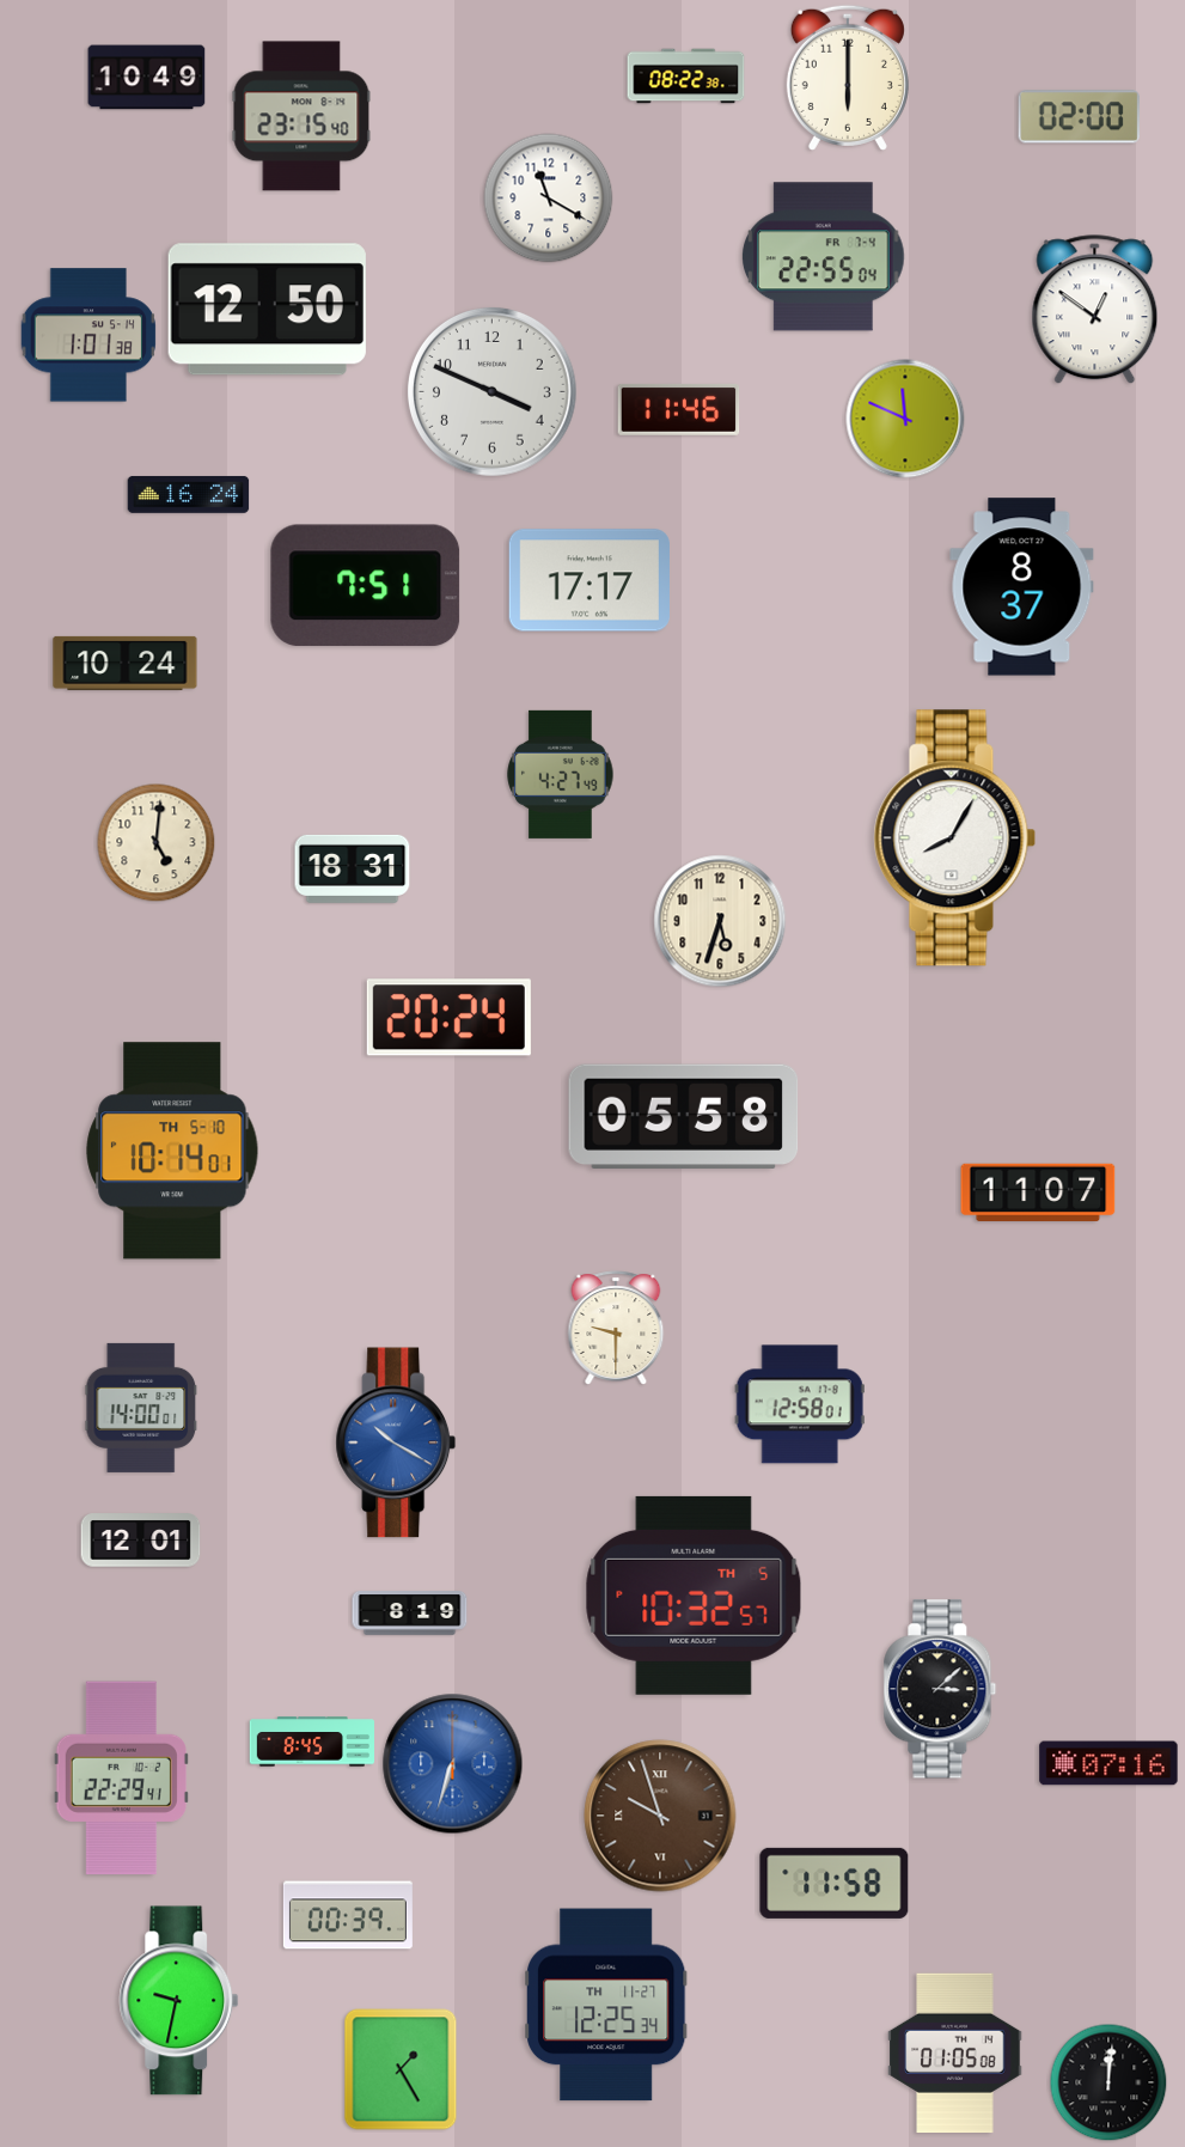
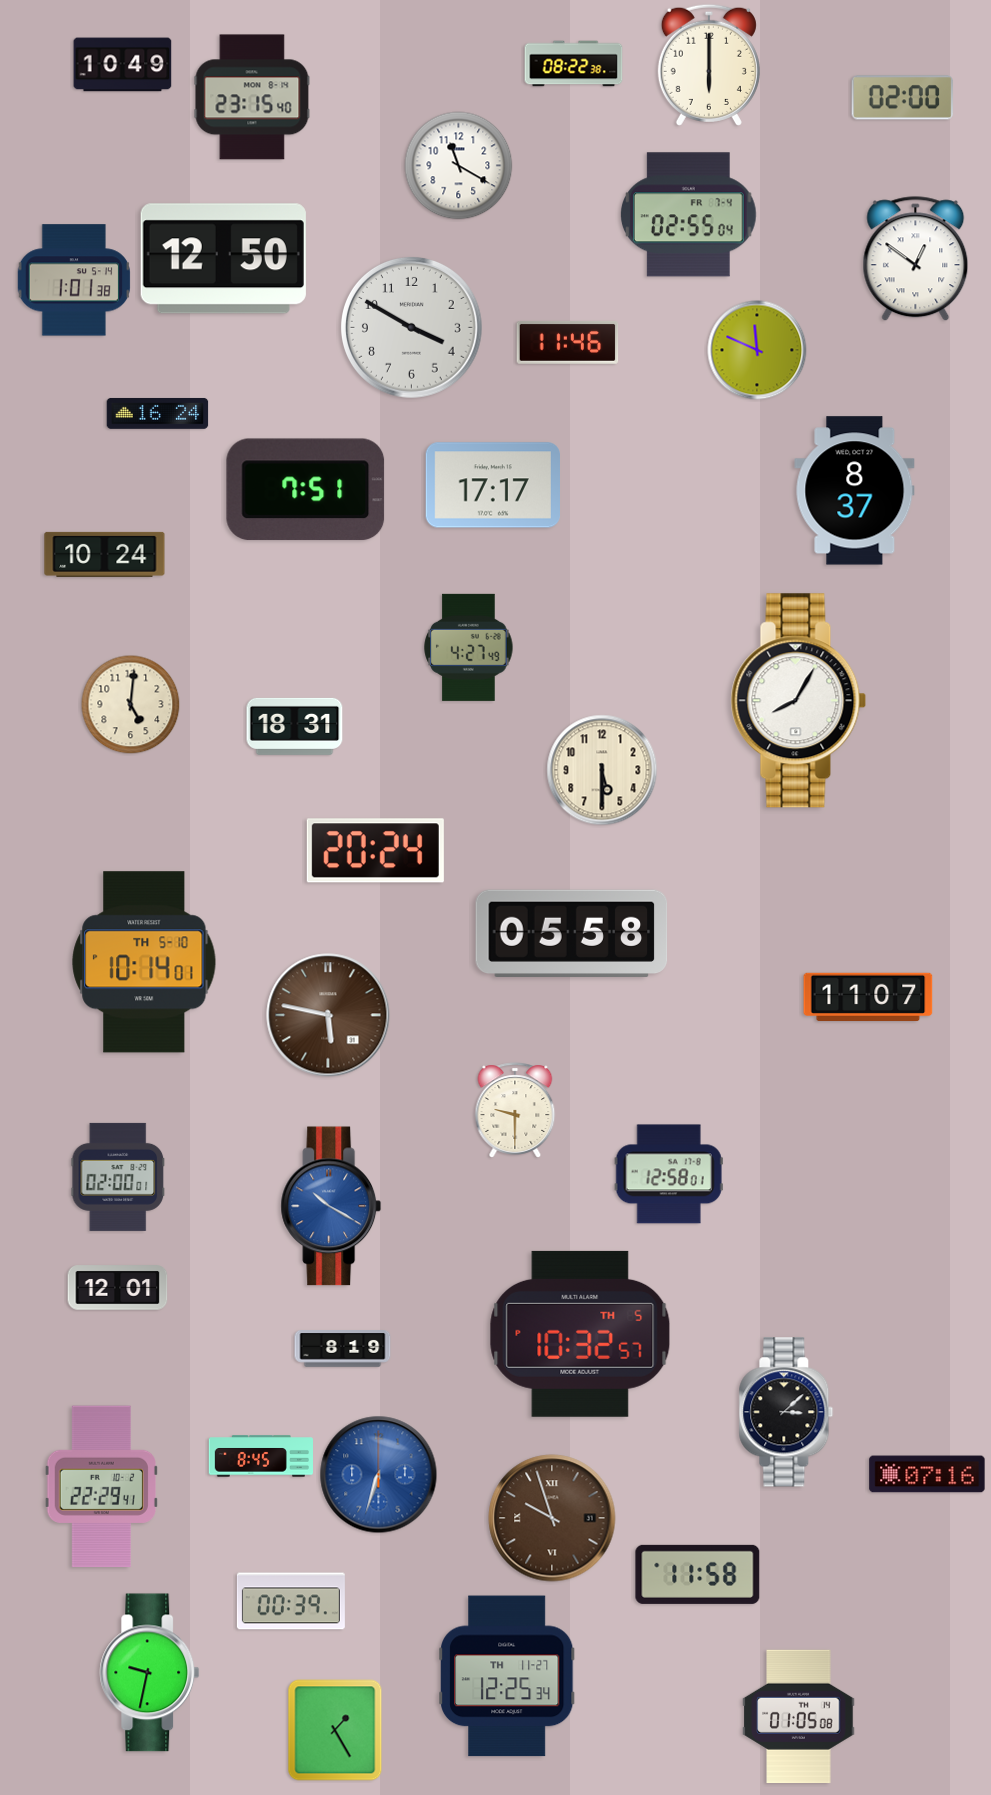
clock at (824, 257): 22:55 -> 02:55
clock at (491, 391): 3:49 -> 3:50
clock at (720, 921): 5:33 -> 5:30
clock at (328, 1015): none -> 5:47
clock at (141, 1408): 14:00 -> 02:00
clock at (1108, 2082): 12:01 -> none
